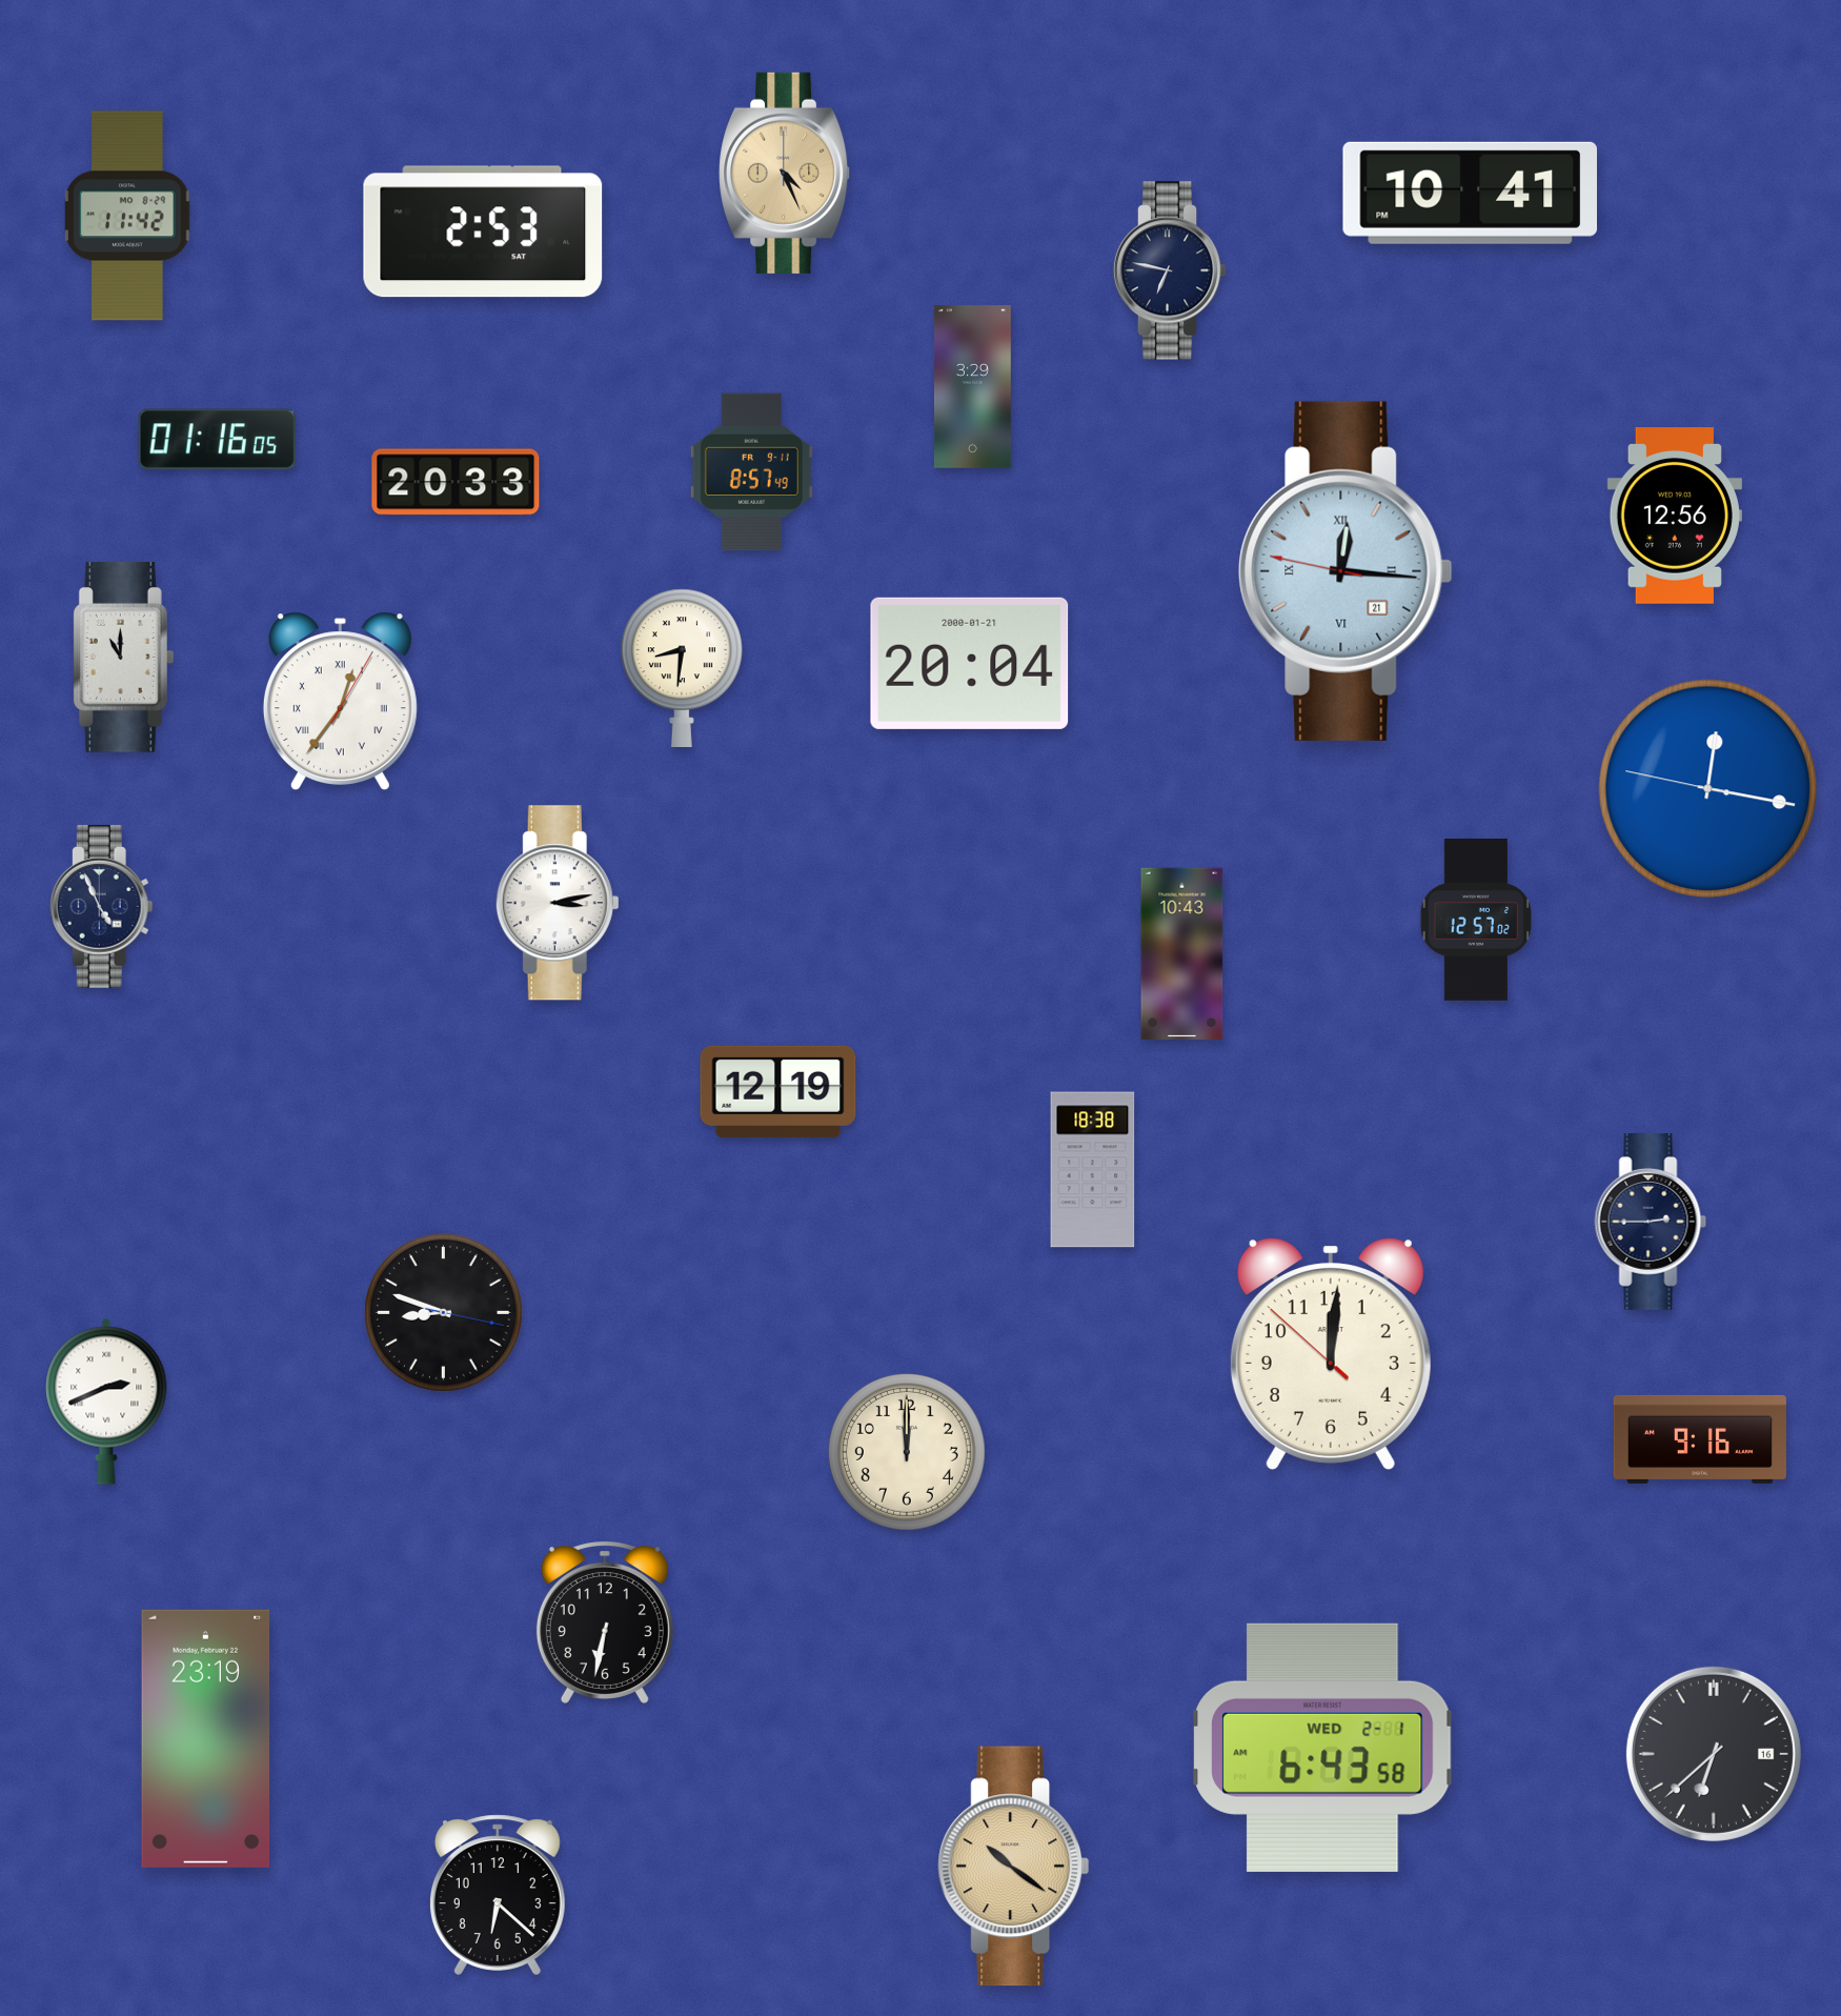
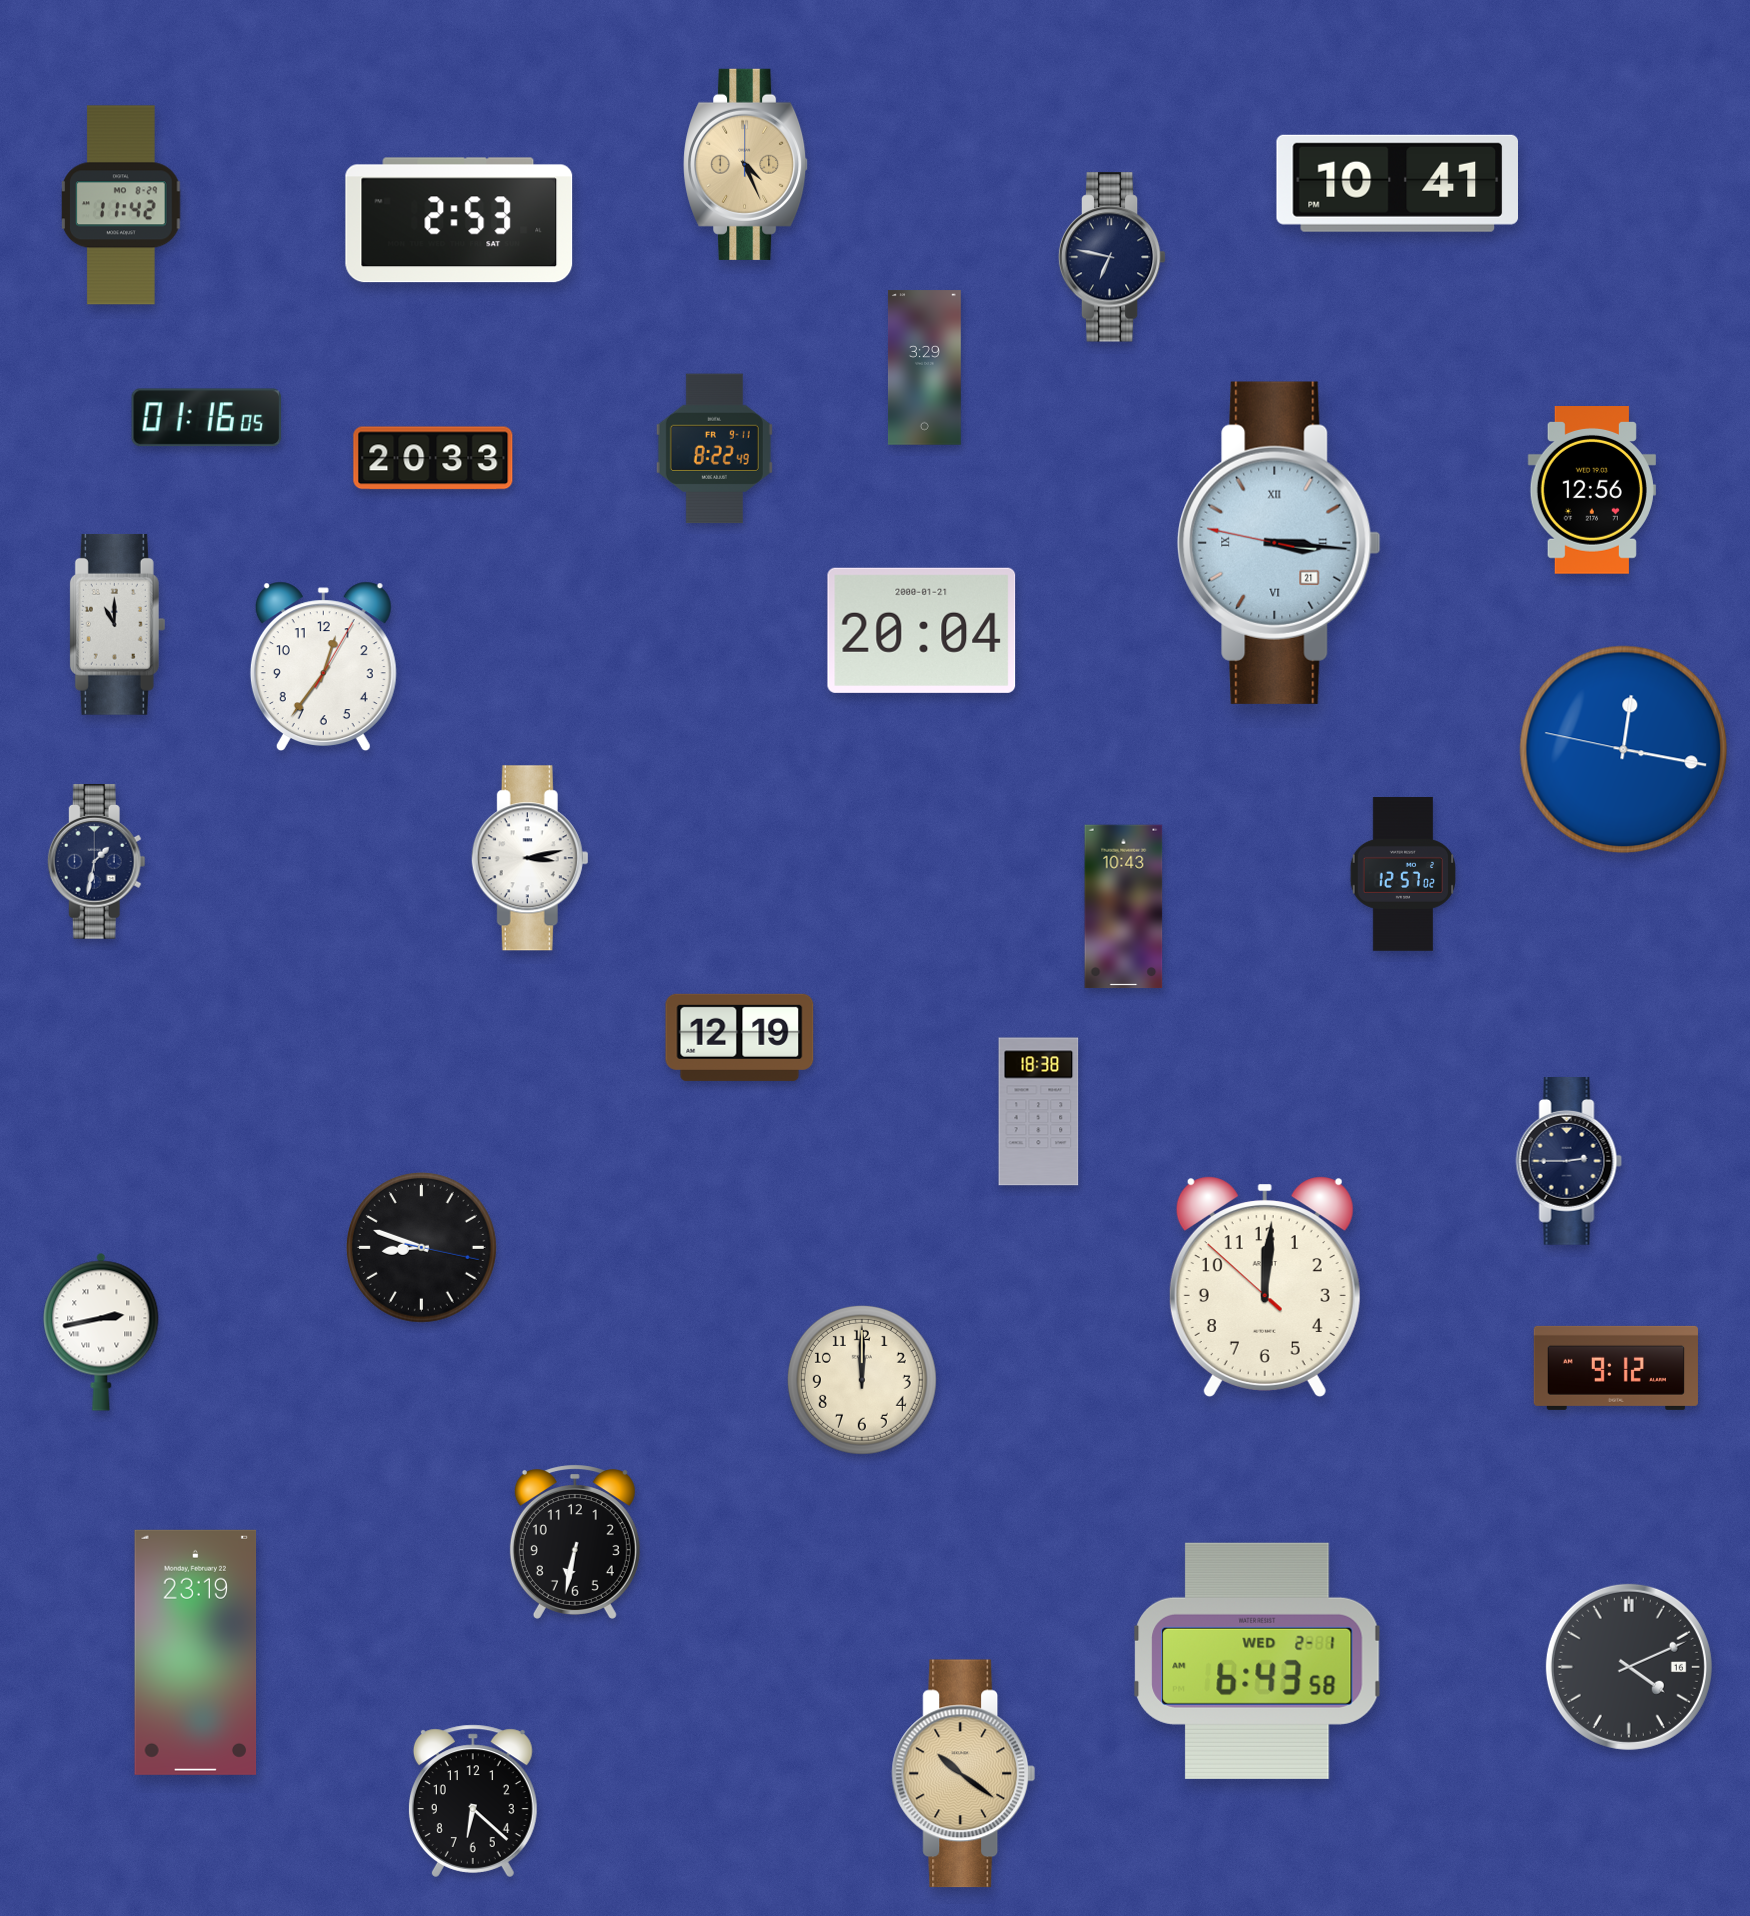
clock at (751, 472): 8:57 -> 8:22
clock at (1346, 571): 12:15 -> 3:15
clock at (682, 667): 8:31 -> none
clock at (340, 701) numerals: Roman -> Arabic
clock at (101, 907): 4:56 -> 1:32
clock at (106, 1402): 2:41 -> 2:43
clock at (1700, 1439): 9:16 -> 9:12
clock at (1714, 1754): 6:38 -> 4:11
